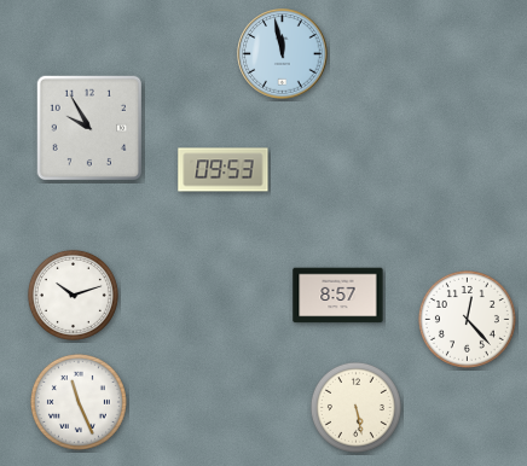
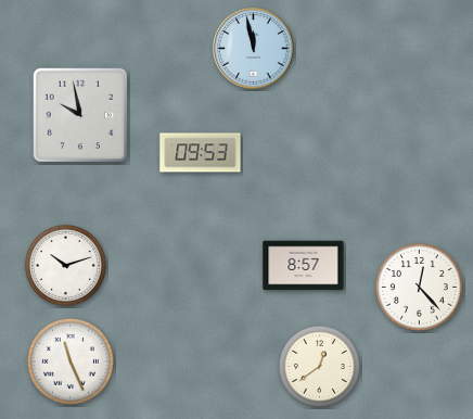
clock at (88, 127): 9:55 -> 9:58
clock at (355, 407): 5:28 -> 12:39
